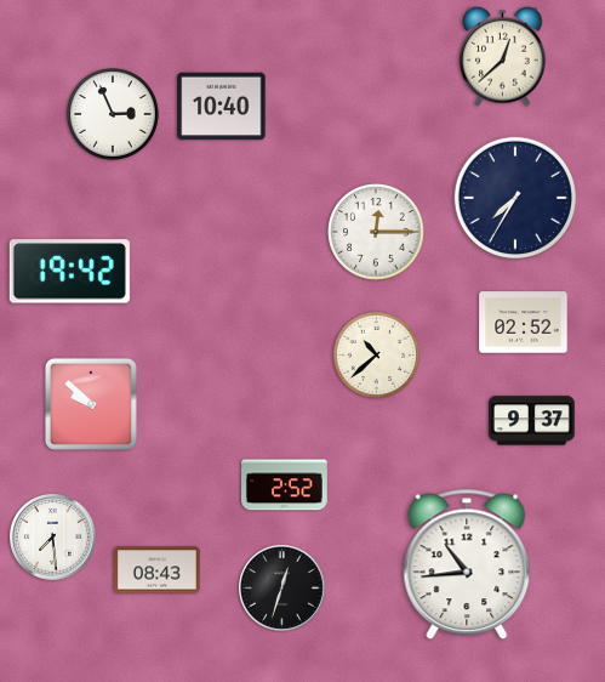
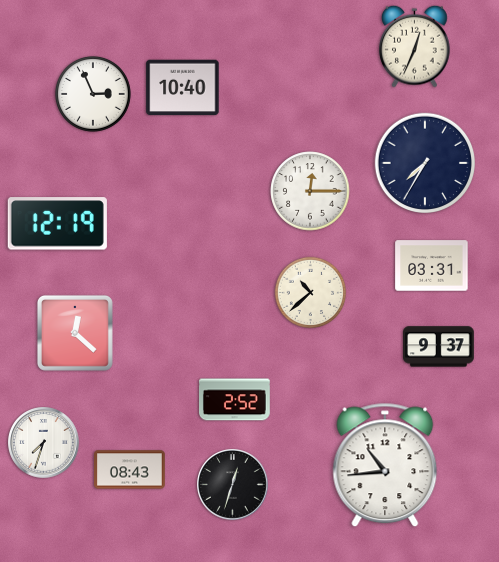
clock at (503, 56): 12:38 -> 12:34
clock at (69, 272): 19:42 -> 12:19
clock at (524, 323): 02:52 -> 03:31
clock at (91, 404): 9:52 -> 12:22
clock at (53, 538): 7:29 -> 7:33
